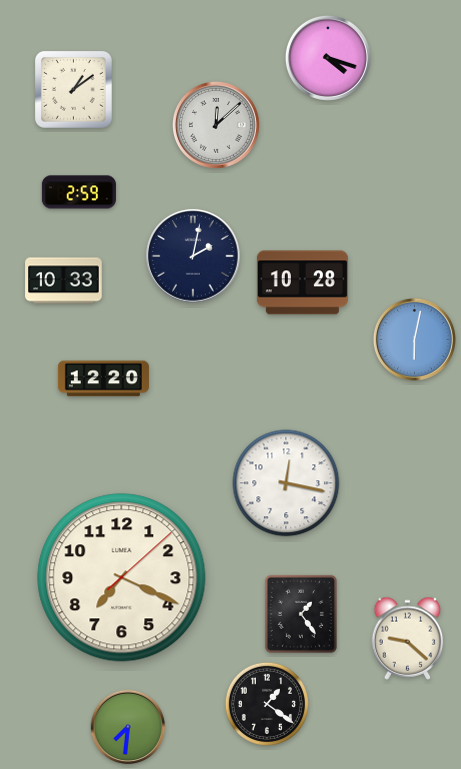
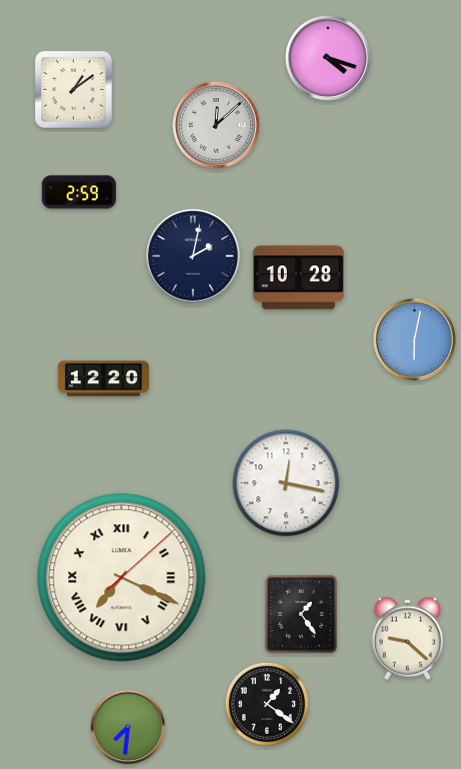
clock at (64, 281): 10:33 -> none
clock at (302, 283) position: (302, 283) -> (298, 278)
clock at (122, 578) numerals: Arabic -> Roman
